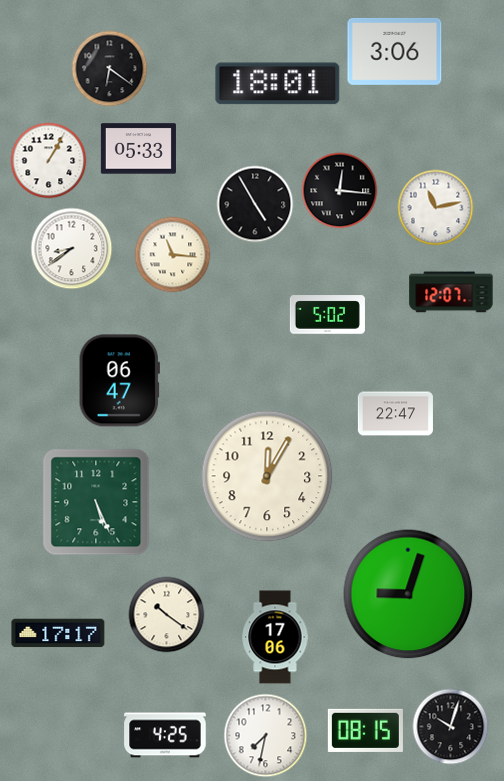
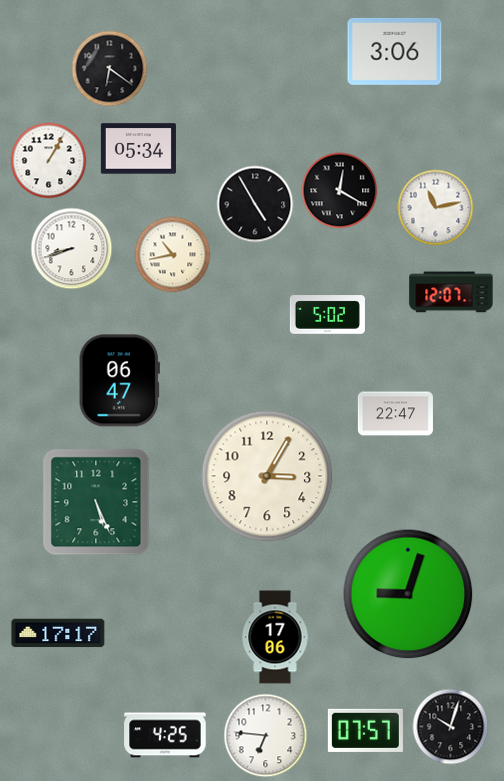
clock at (278, 84): 18:01 -> none
clock at (138, 149): 05:33 -> 05:34
clock at (340, 191): 12:16 -> 12:20
clock at (72, 249): 8:39 -> 8:42
clock at (173, 255): 11:16 -> 10:43
clock at (267, 476): 12:05 -> 3:05
clock at (167, 615): 10:21 -> none
clock at (365, 730): 08:15 -> 07:57
clock at (266, 736): 7:32 -> 6:46
